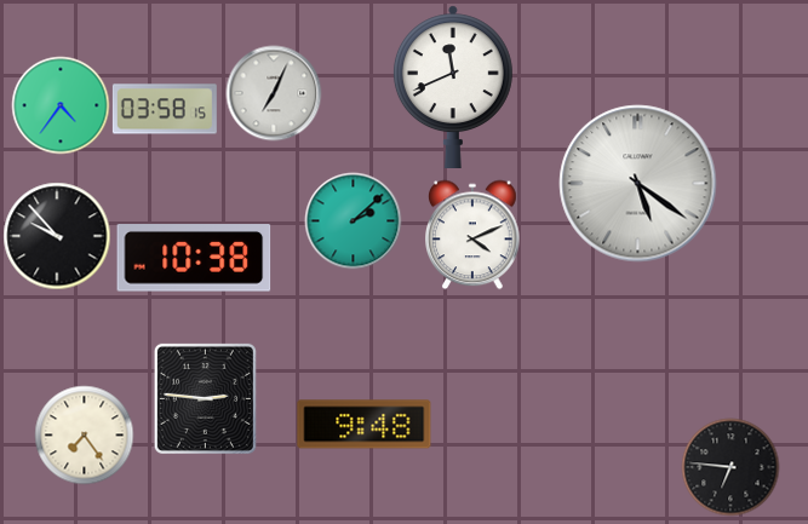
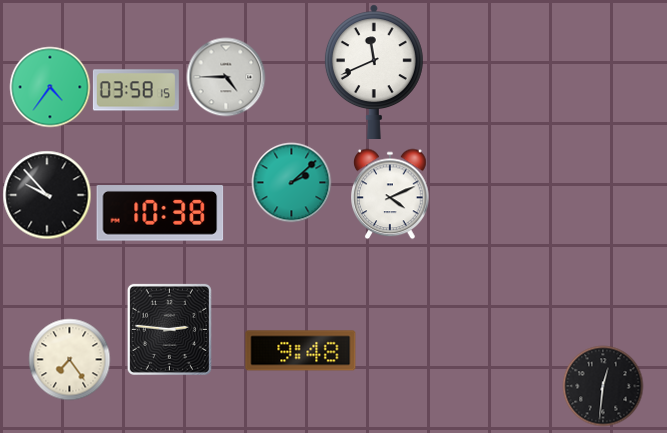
clock at (274, 93): 7:04 -> 4:45
clock at (638, 184): 5:21 -> none
clock at (730, 467): 6:46 -> 12:31
